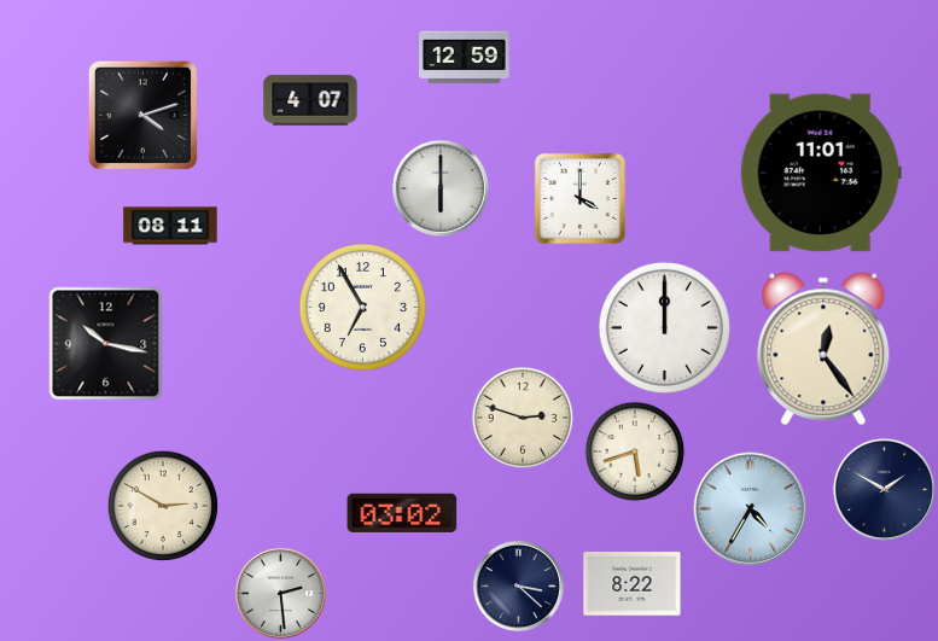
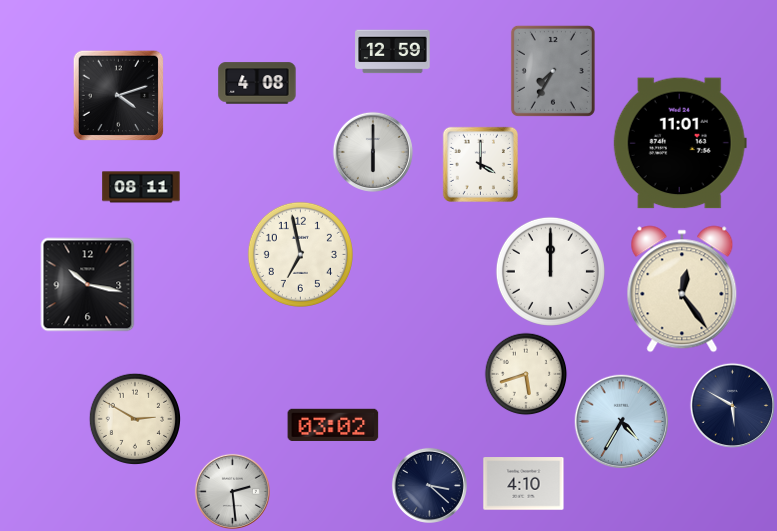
clock at (465, 58) position: (465, 58) -> (393, 52)
clock at (553, 71): none -> 7:35
clock at (310, 100): 4:07 -> 4:08
clock at (441, 188) position: (441, 188) -> (373, 152)
clock at (362, 307): 6:55 -> 6:58
clock at (523, 418): 2:48 -> none
clock at (884, 489): 1:50 -> 5:50
clock at (633, 584): 8:22 -> 4:10
